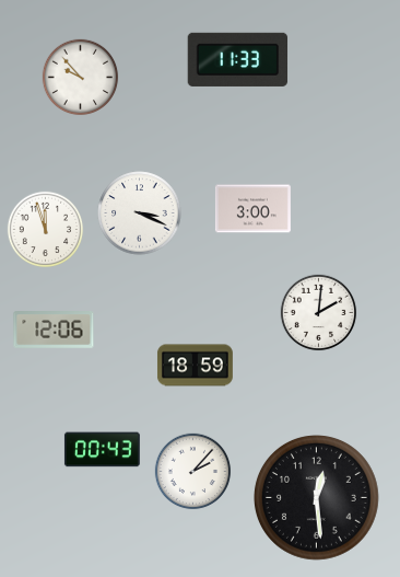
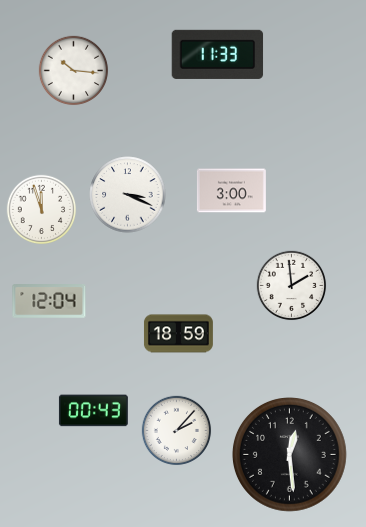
clock at (81, 78): 9:53 -> 10:16
clock at (319, 313): 2:01 -> 1:59
clock at (54, 331): 12:06 -> 12:04
